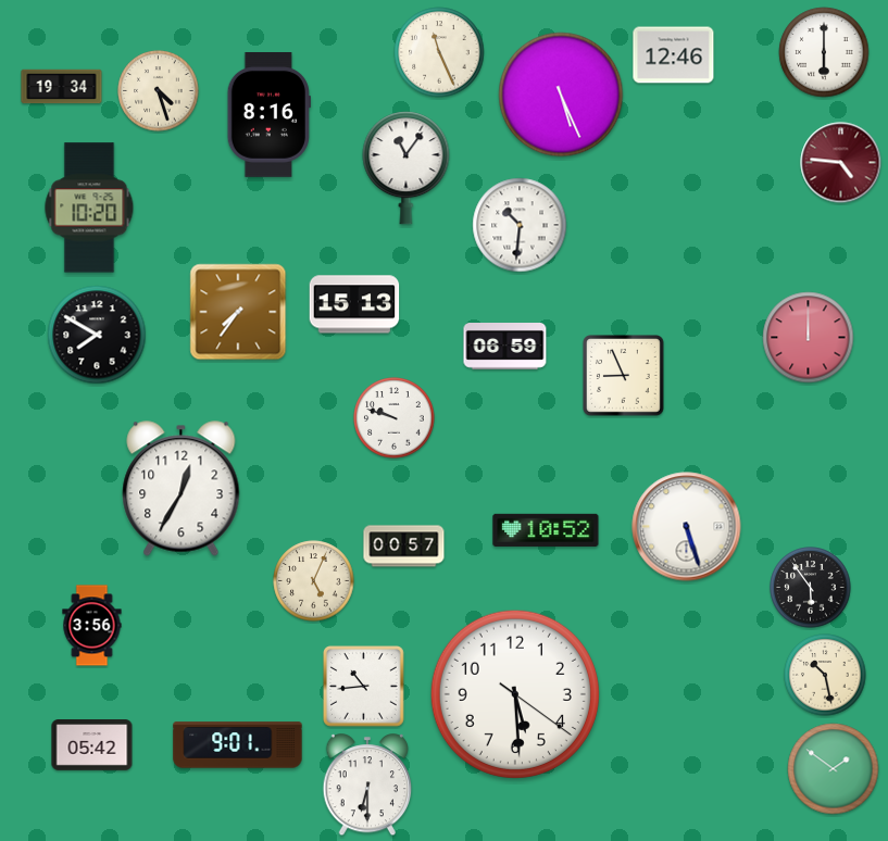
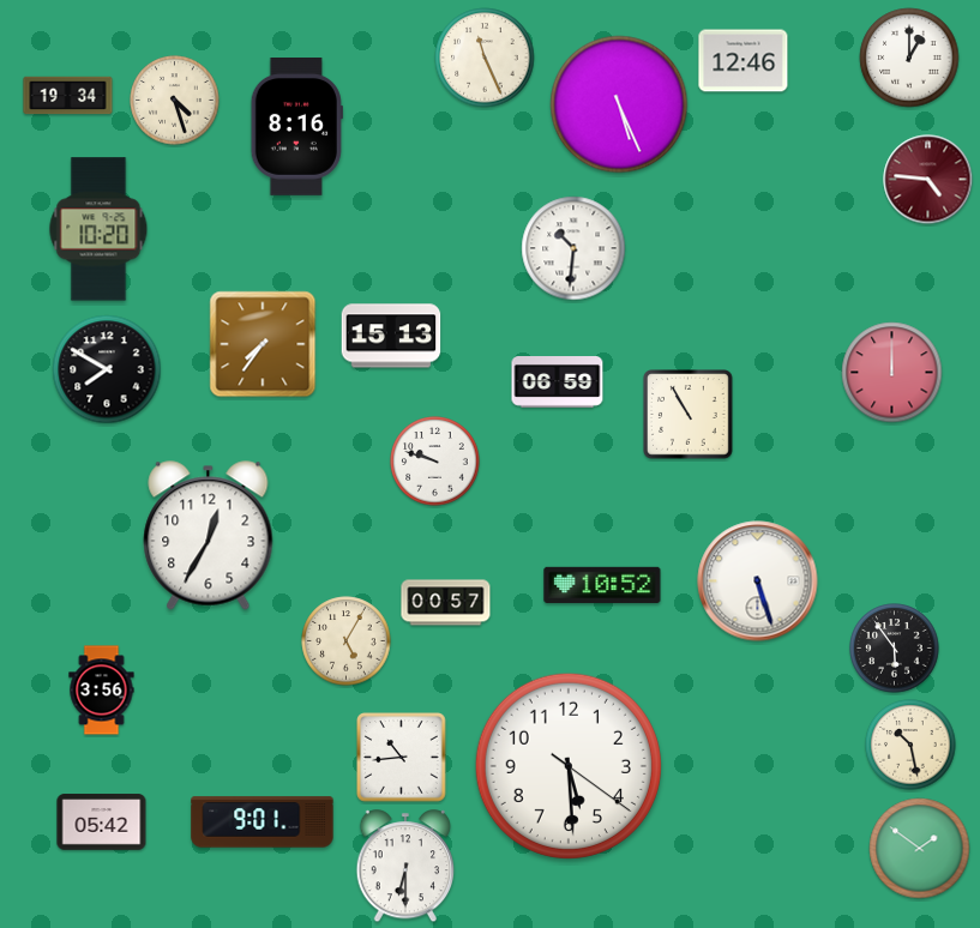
clock at (824, 52): 6:00 -> 1:00
clock at (407, 168): 11:06 -> none
clock at (624, 376): 8:56 -> 10:55
clock at (182, 489) position: (182, 489) -> (209, 536)
clock at (314, 581): 5:04 -> 5:05
